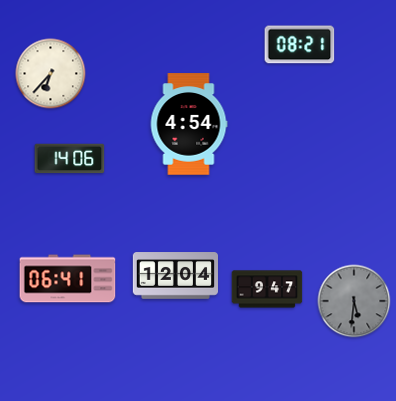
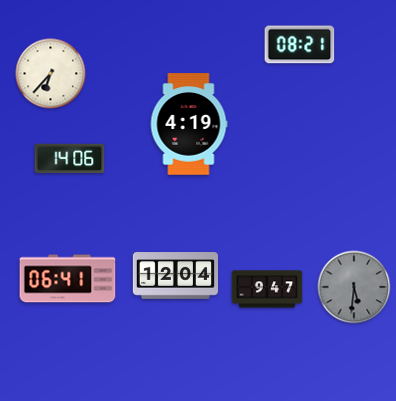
clock at (189, 124): 4:54 -> 4:19
clock at (354, 301) position: (354, 301) -> (354, 287)
